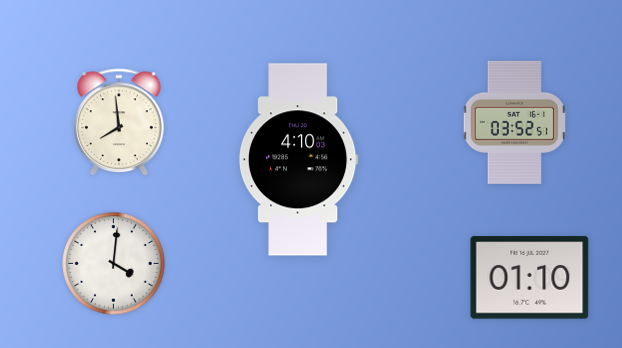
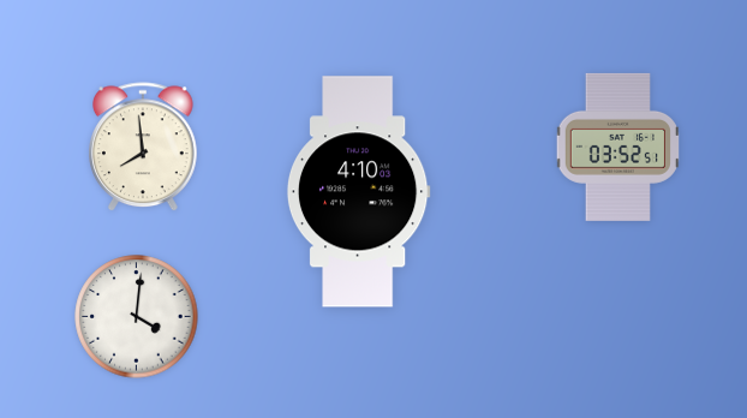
clock at (530, 278): 01:10 -> none
